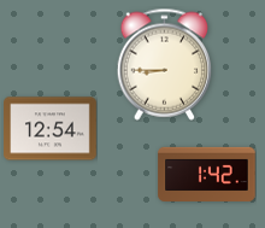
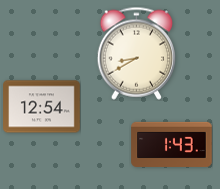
clock at (164, 64): 8:45 -> 8:40
clock at (207, 174): 1:42 -> 1:43
